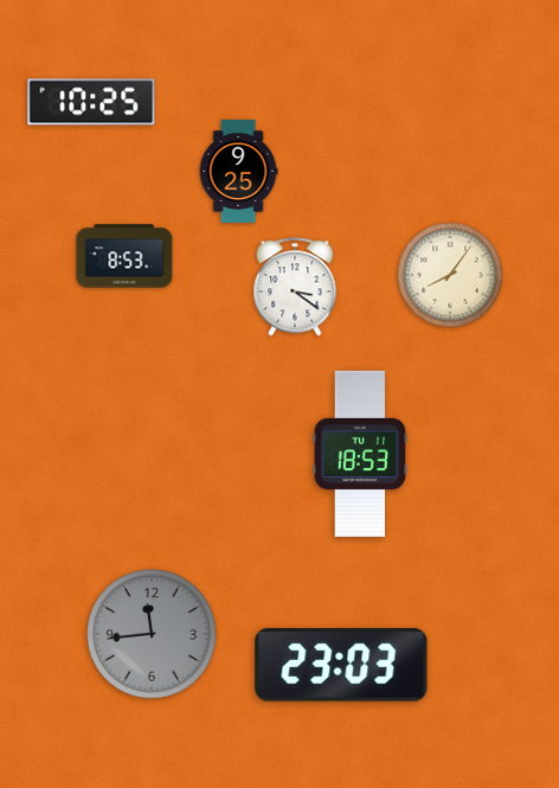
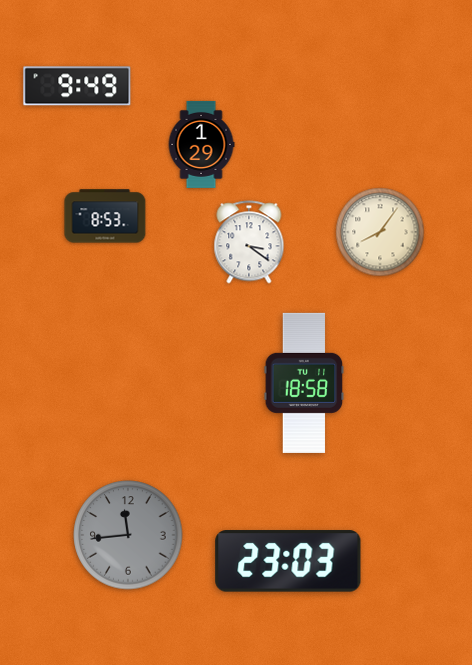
clock at (91, 102): 10:25 -> 9:49
clock at (238, 171): 9:25 -> 1:29
clock at (360, 454): 18:53 -> 18:58
